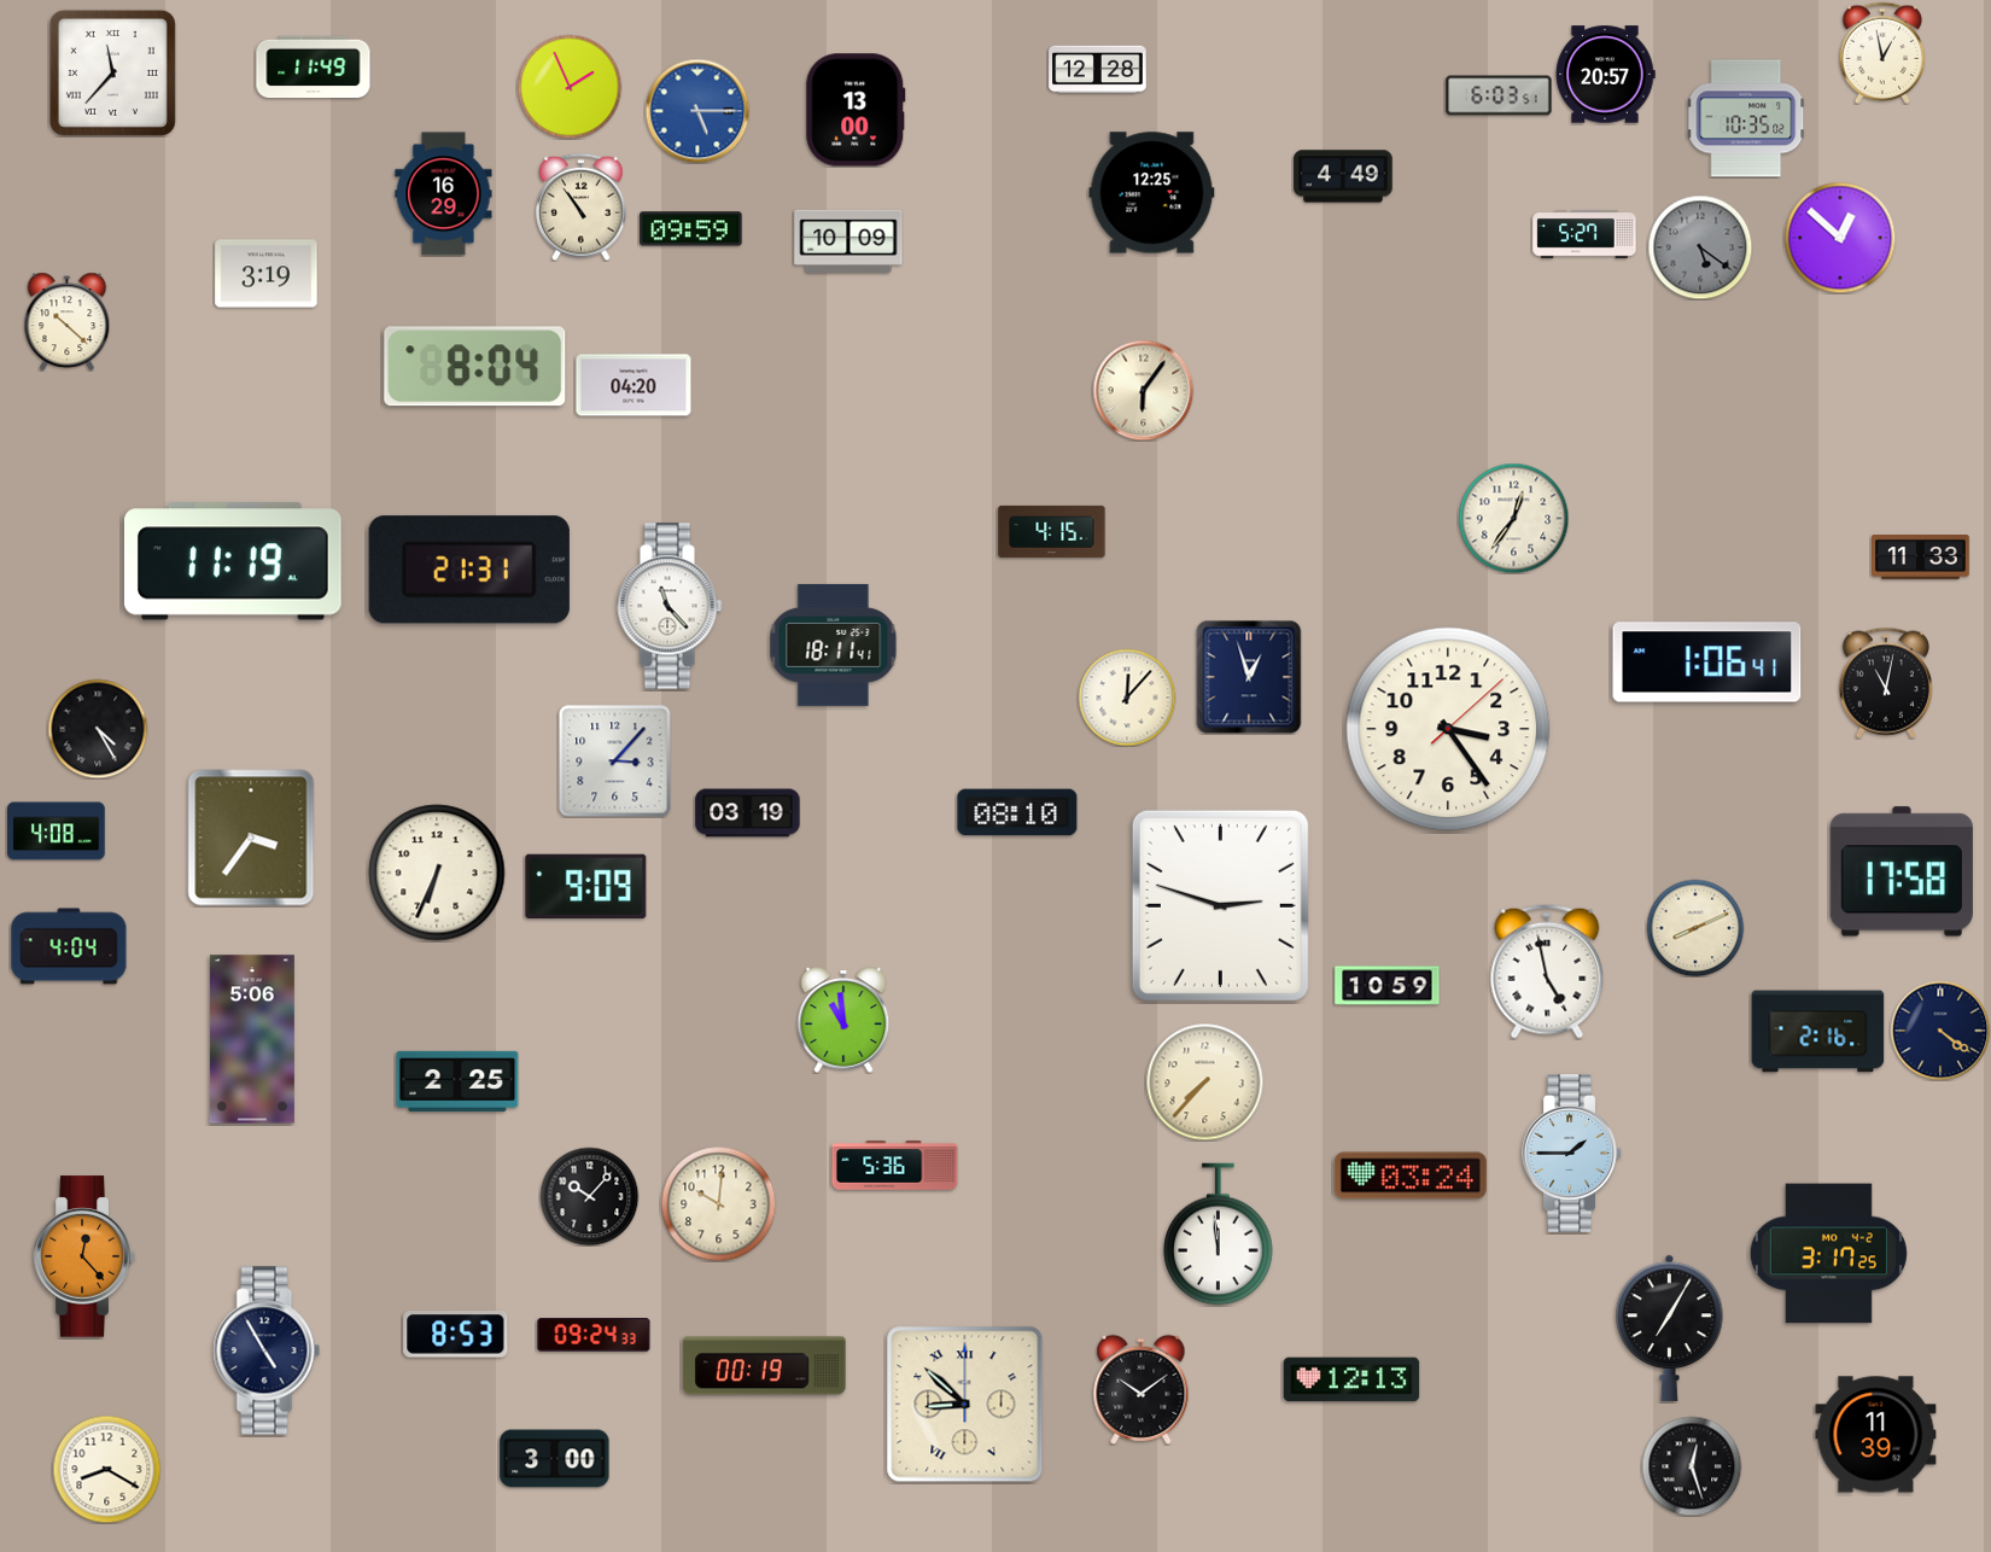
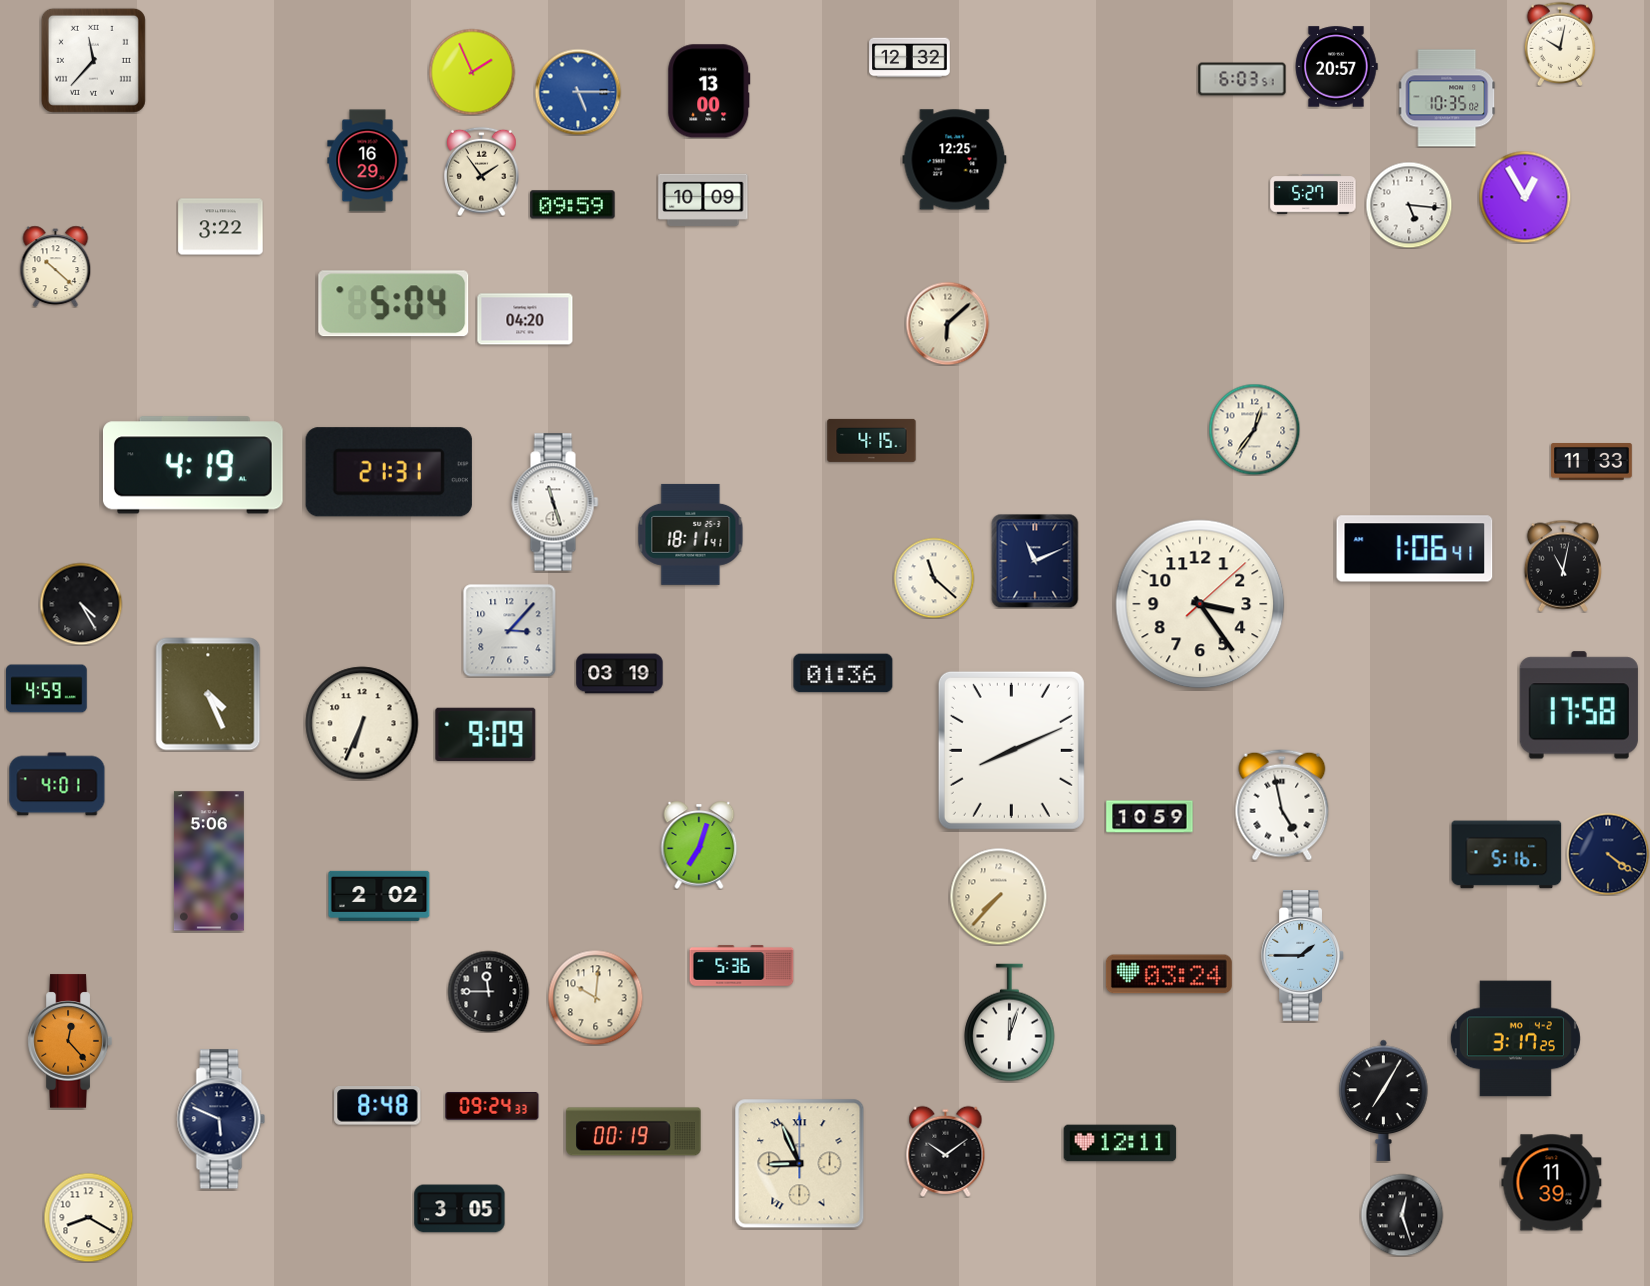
clock at (1882, 52): 12:58 -> 10:02
clock at (314, 66): 11:49 -> none
clock at (1098, 70): 12:28 -> 12:32
clock at (1605, 75) position: (1605, 75) -> (1336, 67)
clock at (1343, 176): 4:49 -> none
clock at (582, 206): 10:54 -> 1:54
clock at (691, 229) position: (691, 229) -> (573, 205)
clock at (1840, 238): 12:52 -> 12:55
clock at (1700, 247): 5:21 -> 5:16
clock at (1700, 247) dial: grey -> white
clock at (267, 274): 3:19 -> 3:22
clock at (475, 367): 8:04 -> 5:04
clock at (1143, 390): 6:06 -> 6:08
clock at (233, 561): 11:19 -> 4:19
clock at (670, 606): 11:23 -> 11:27
clock at (1249, 677): 12:57 -> 11:11
clock at (1127, 698): 12:07 -> 11:22
clock at (1017, 812): 08:10 -> 01:36
clock at (57, 832): 4:08 -> 4:59
clock at (251, 838): 3:36 -> 4:26
clock at (1902, 871) position: (1902, 871) -> (1579, 705)
clock at (1220, 905): 2:48 -> 8:11
clock at (1695, 928): 8:11 -> none
clock at (69, 946): 4:04 -> 4:01
clock at (843, 1020): 10:59 -> 7:03
clock at (1818, 1032): 2:16 -> 5:16
clock at (457, 1081): 2:25 -> 2:02
clock at (589, 1196): 10:07 -> 11:45
clock at (1219, 1235): 11:59 -> 12:03
clock at (456, 1335): 8:53 -> 8:48
clock at (267, 1350): 4:55 -> 5:49
clock at (1351, 1379): 12:13 -> 12:11
clock at (965, 1405): 8:52 -> 8:56
clock at (1876, 1435) position: (1876, 1435) -> (1552, 1183)
clock at (555, 1459): 3:00 -> 3:05
